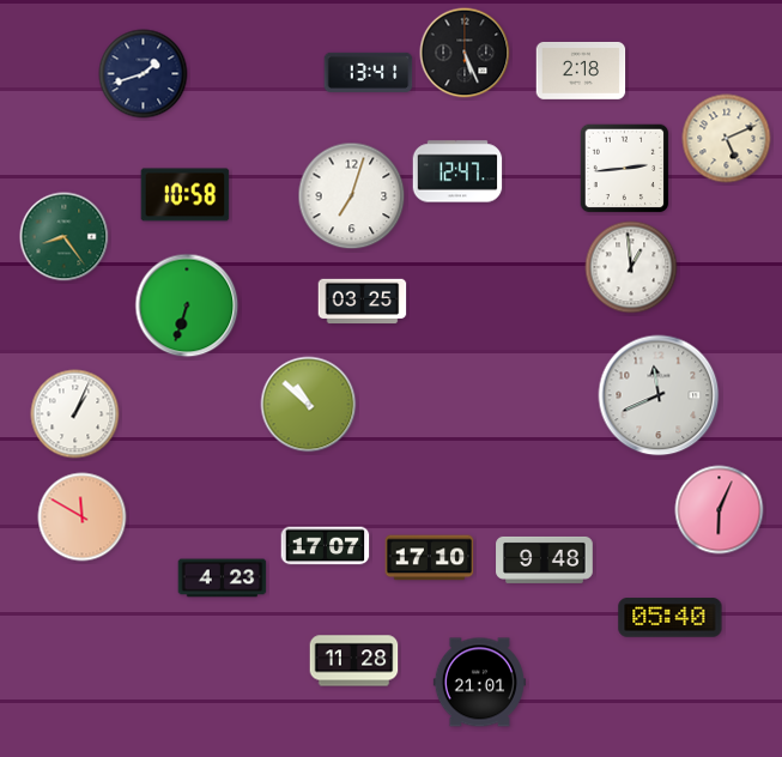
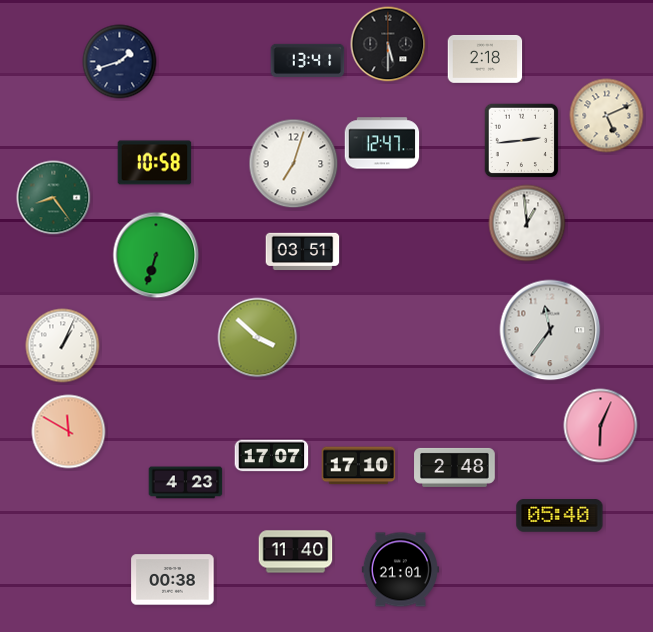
clock at (465, 53): 5:26 -> 5:30
clock at (363, 302): 03:25 -> 03:51
clock at (659, 395): 11:41 -> 11:36
clock at (309, 405): 10:52 -> 3:52
clock at (545, 559): 9:48 -> 2:48
clock at (354, 661): 11:28 -> 11:40
clock at (173, 580): none -> 00:38
